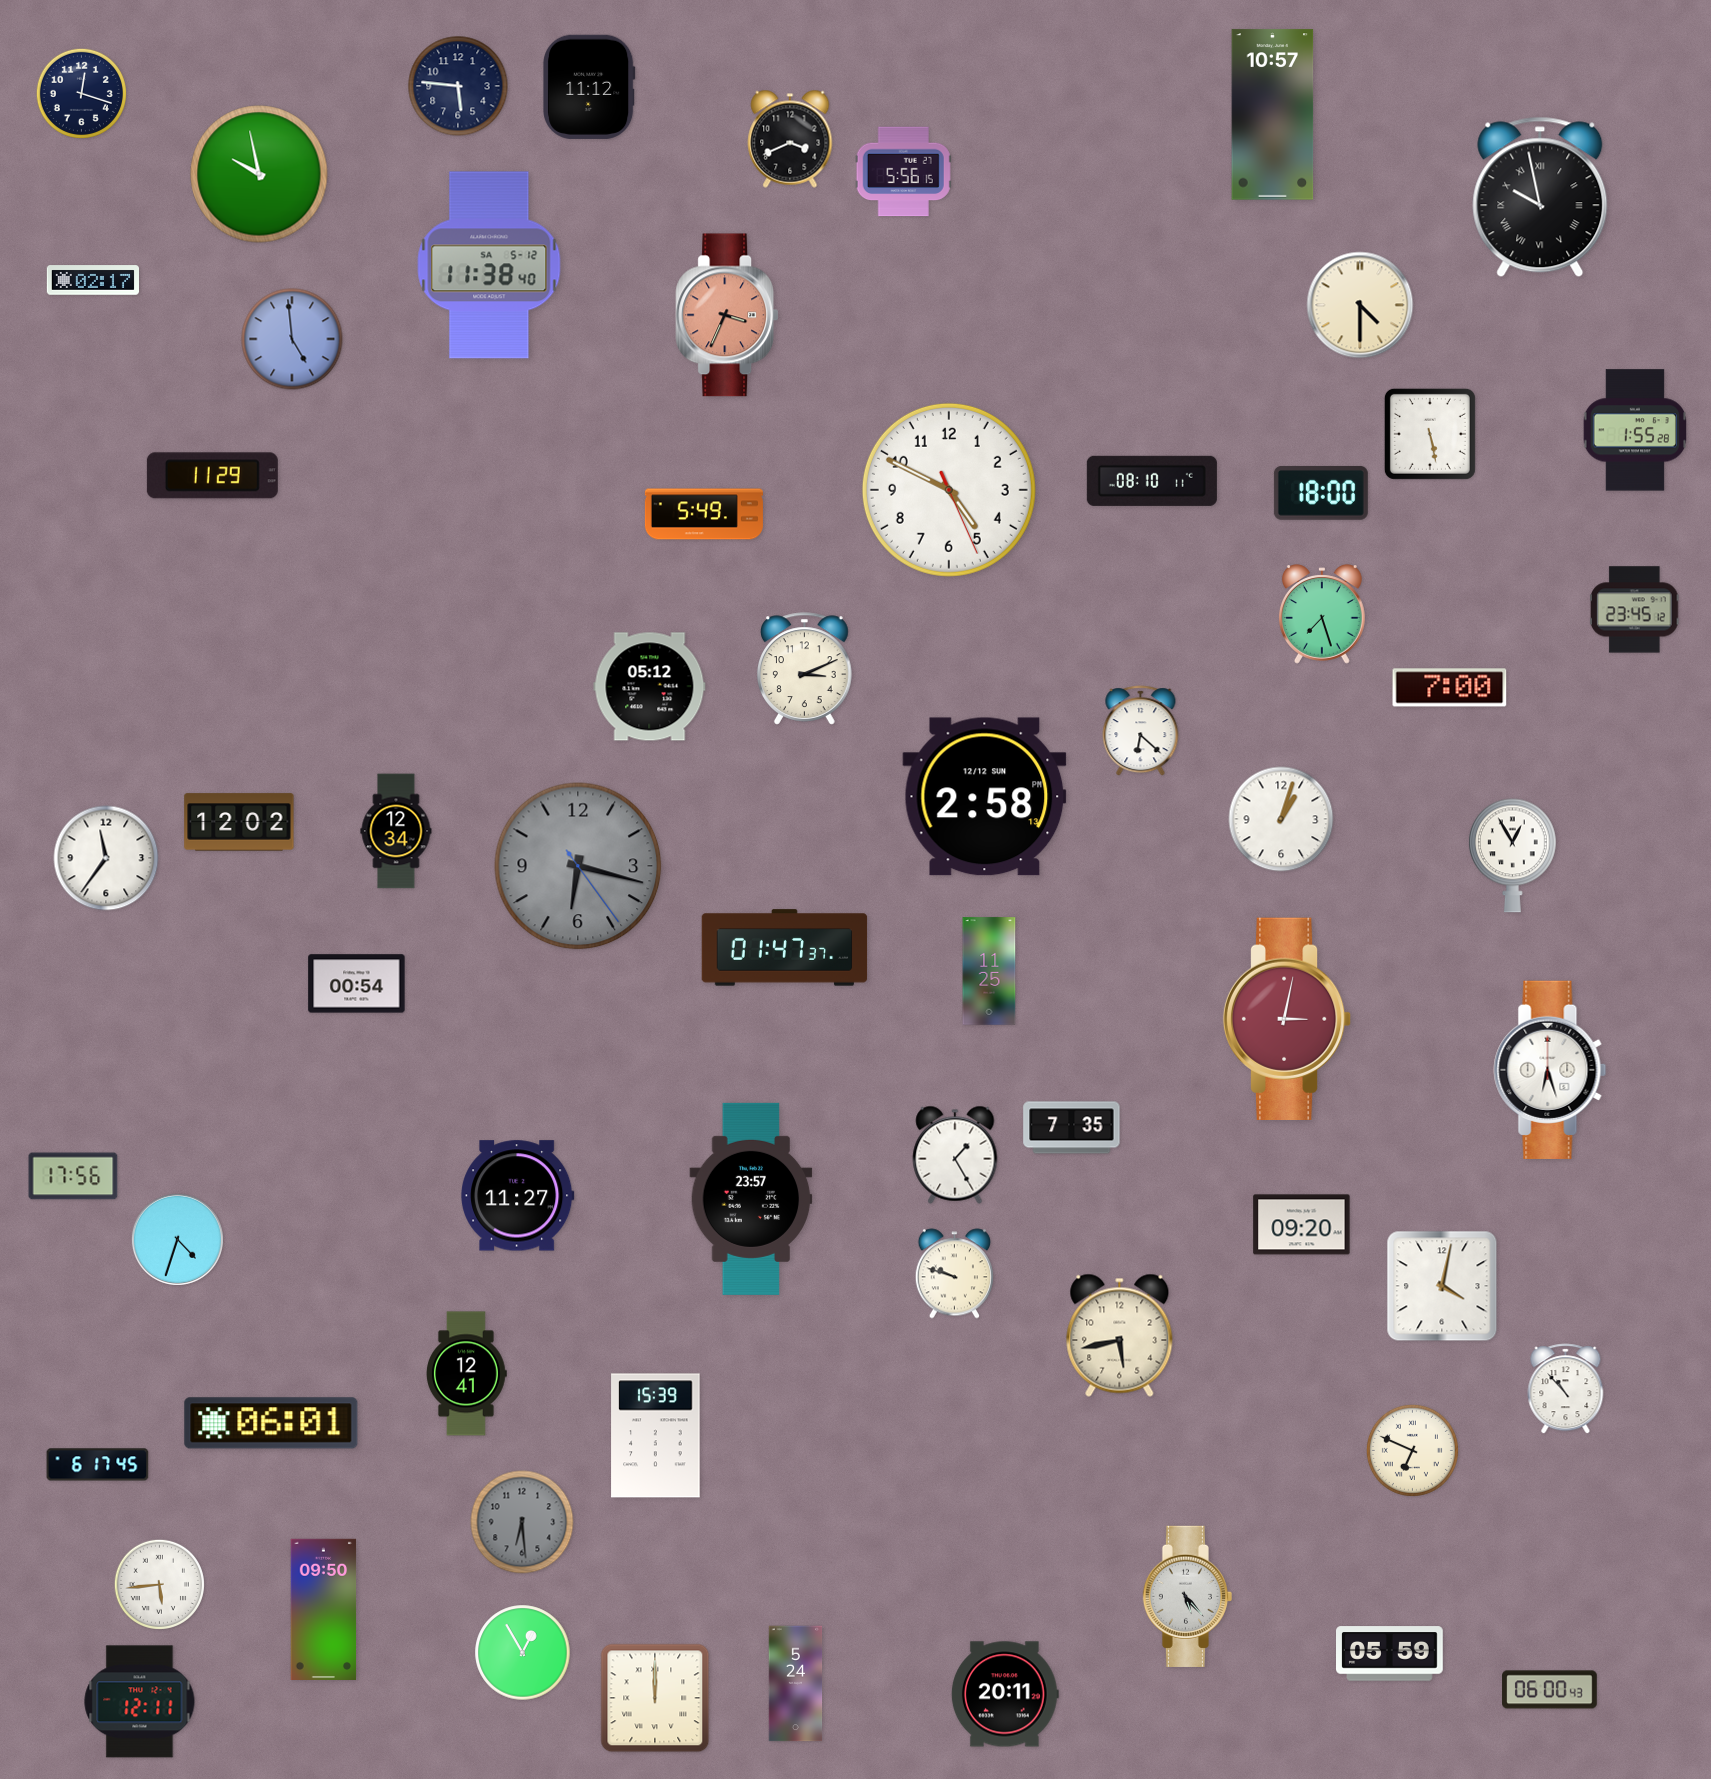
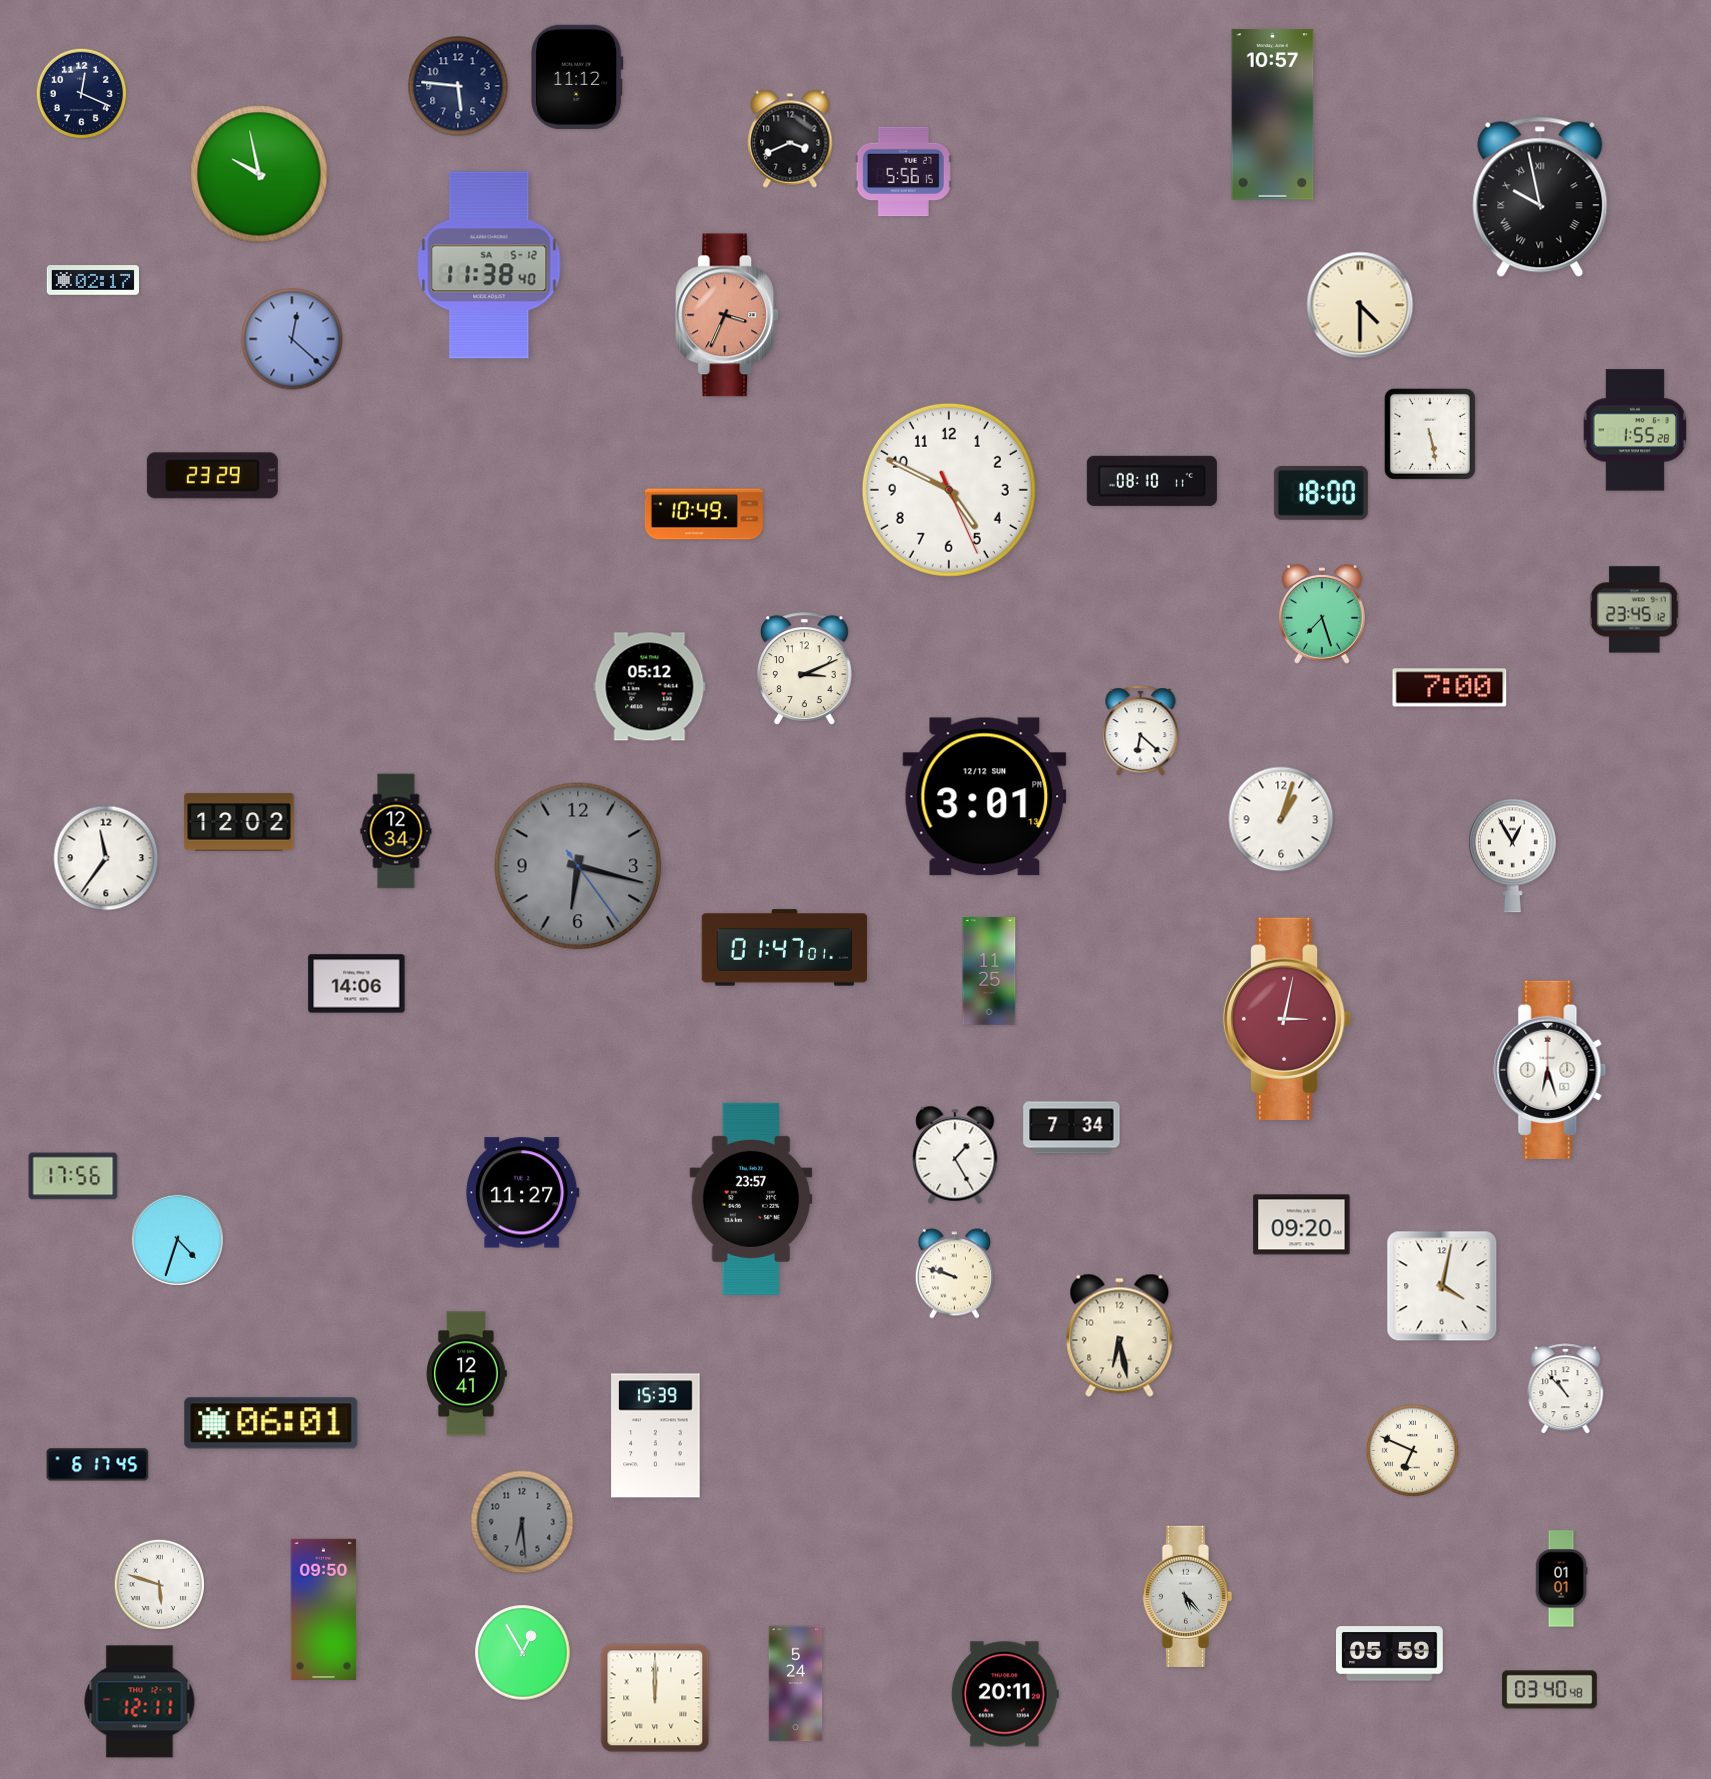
clock at (590, 87) position: (590, 87) -> (578, 77)
clock at (81, 93): 12:18 -> 12:19
clock at (292, 339): 4:59 -> 12:22
clock at (212, 476): 11:29 -> 23:29
clock at (704, 514): 5:49 -> 10:49
clock at (985, 797): 2:58 -> 3:01
clock at (785, 948): 01:47:37 -> 01:47:01
clock at (357, 984): 00:54 -> 14:06
clock at (1072, 1128): 7:35 -> 7:34
clock at (518, 1196) position: (518, 1196) -> (523, 1193)
clock at (1120, 1335): 5:43 -> 6:28
clock at (1561, 1579): none -> 01:01
clock at (159, 1584): 5:44 -> 5:48
clock at (1550, 1690): 06:00 -> 03:40
